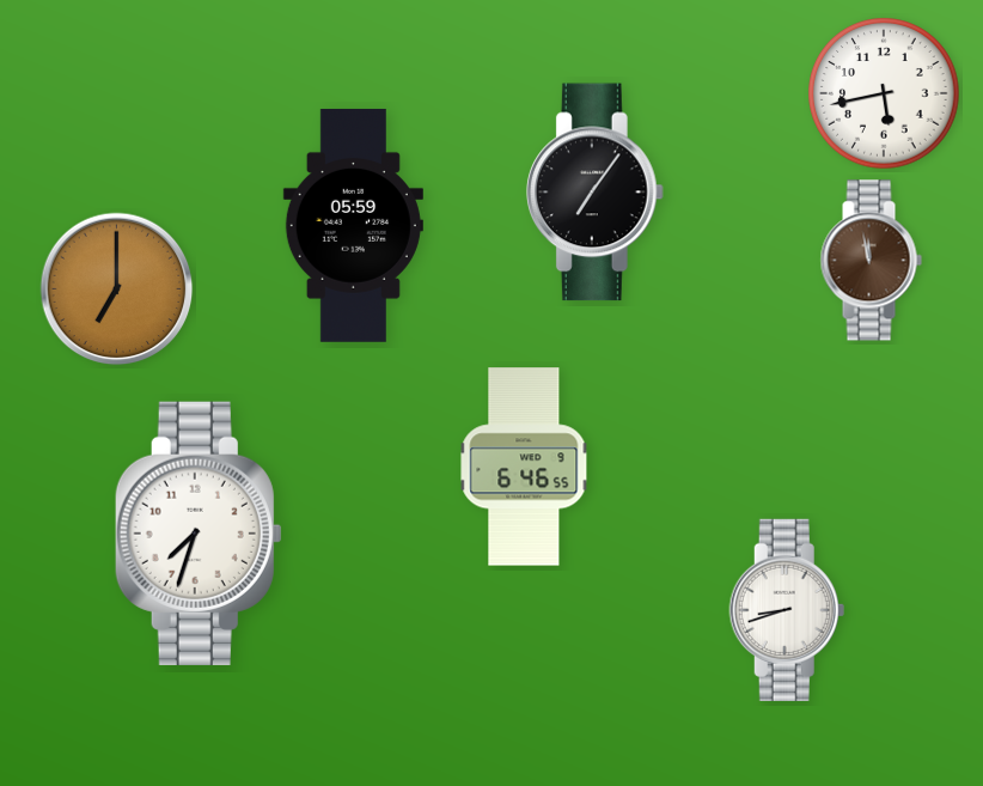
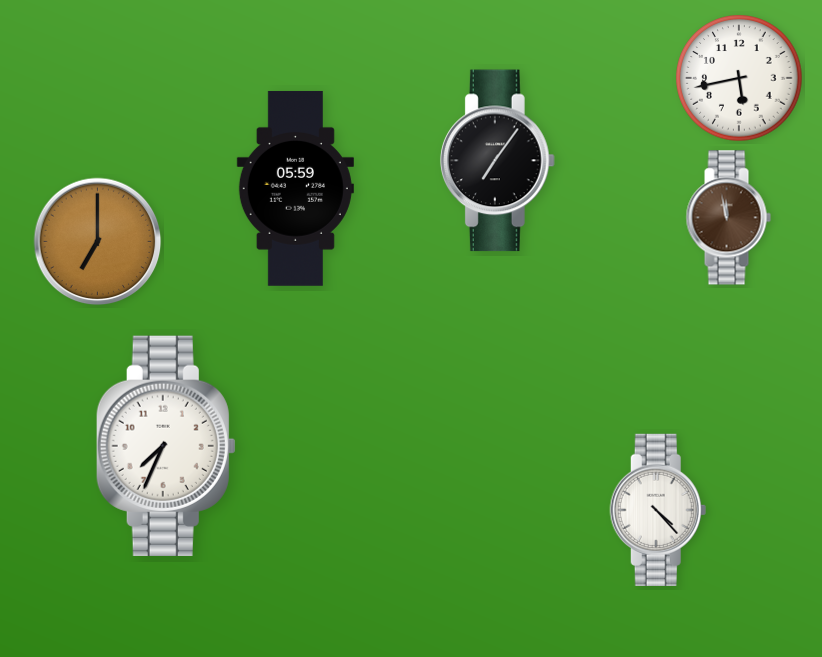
clock at (524, 467): 6:46 -> none
clock at (199, 534): 7:33 -> 7:34
clock at (787, 610): 8:42 -> 4:23
